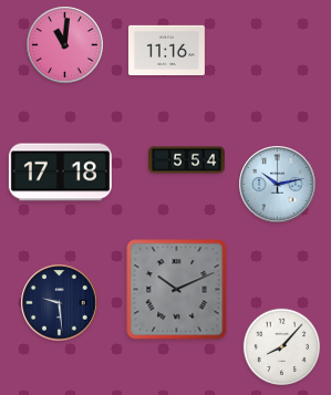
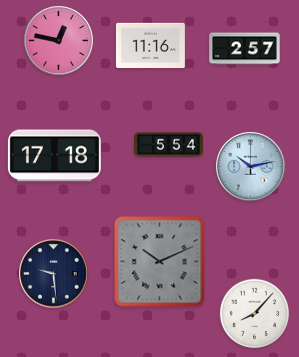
clock at (65, 45): 11:01 -> 12:47
clock at (245, 49): none -> 2:57
